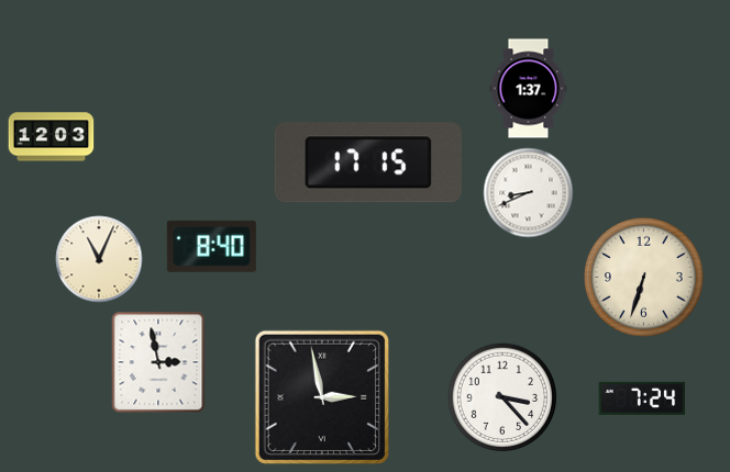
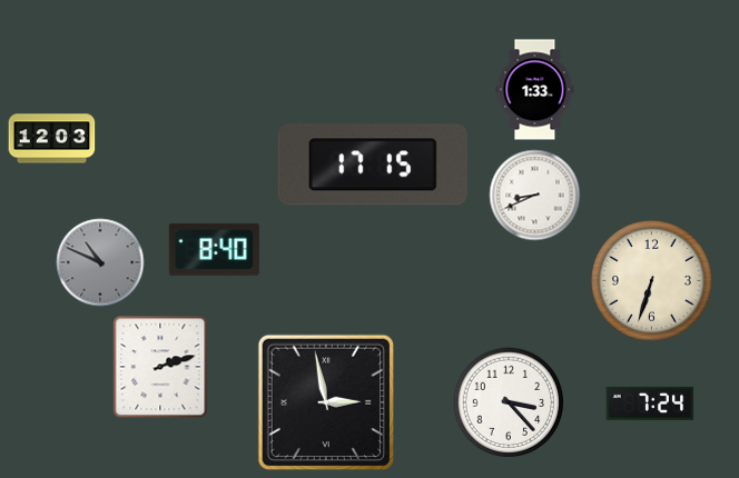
clock at (529, 89): 1:37 -> 1:33
clock at (99, 259): 11:04 -> 10:49
clock at (99, 259) dial: cream -> grey
clock at (158, 362): 2:58 -> 2:12
